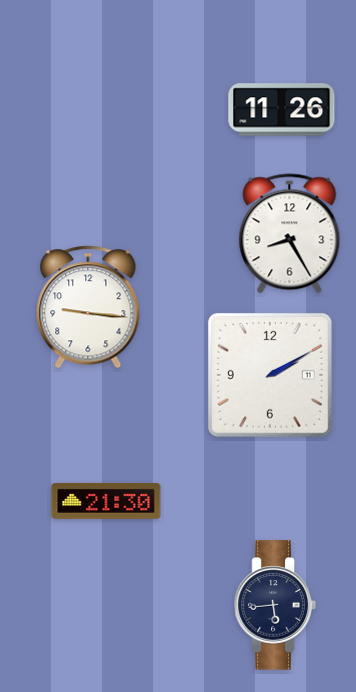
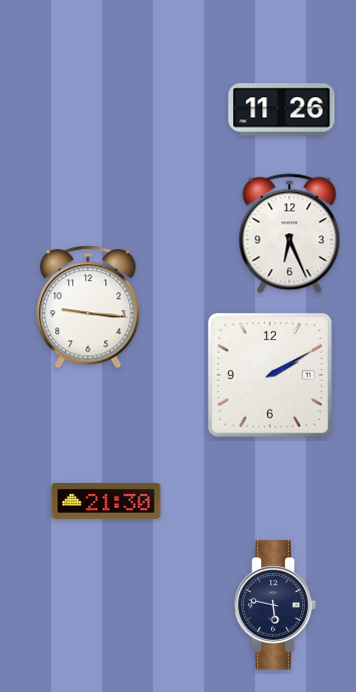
clock at (290, 234): 8:25 -> 6:26
clock at (275, 605): 5:44 -> 5:47
